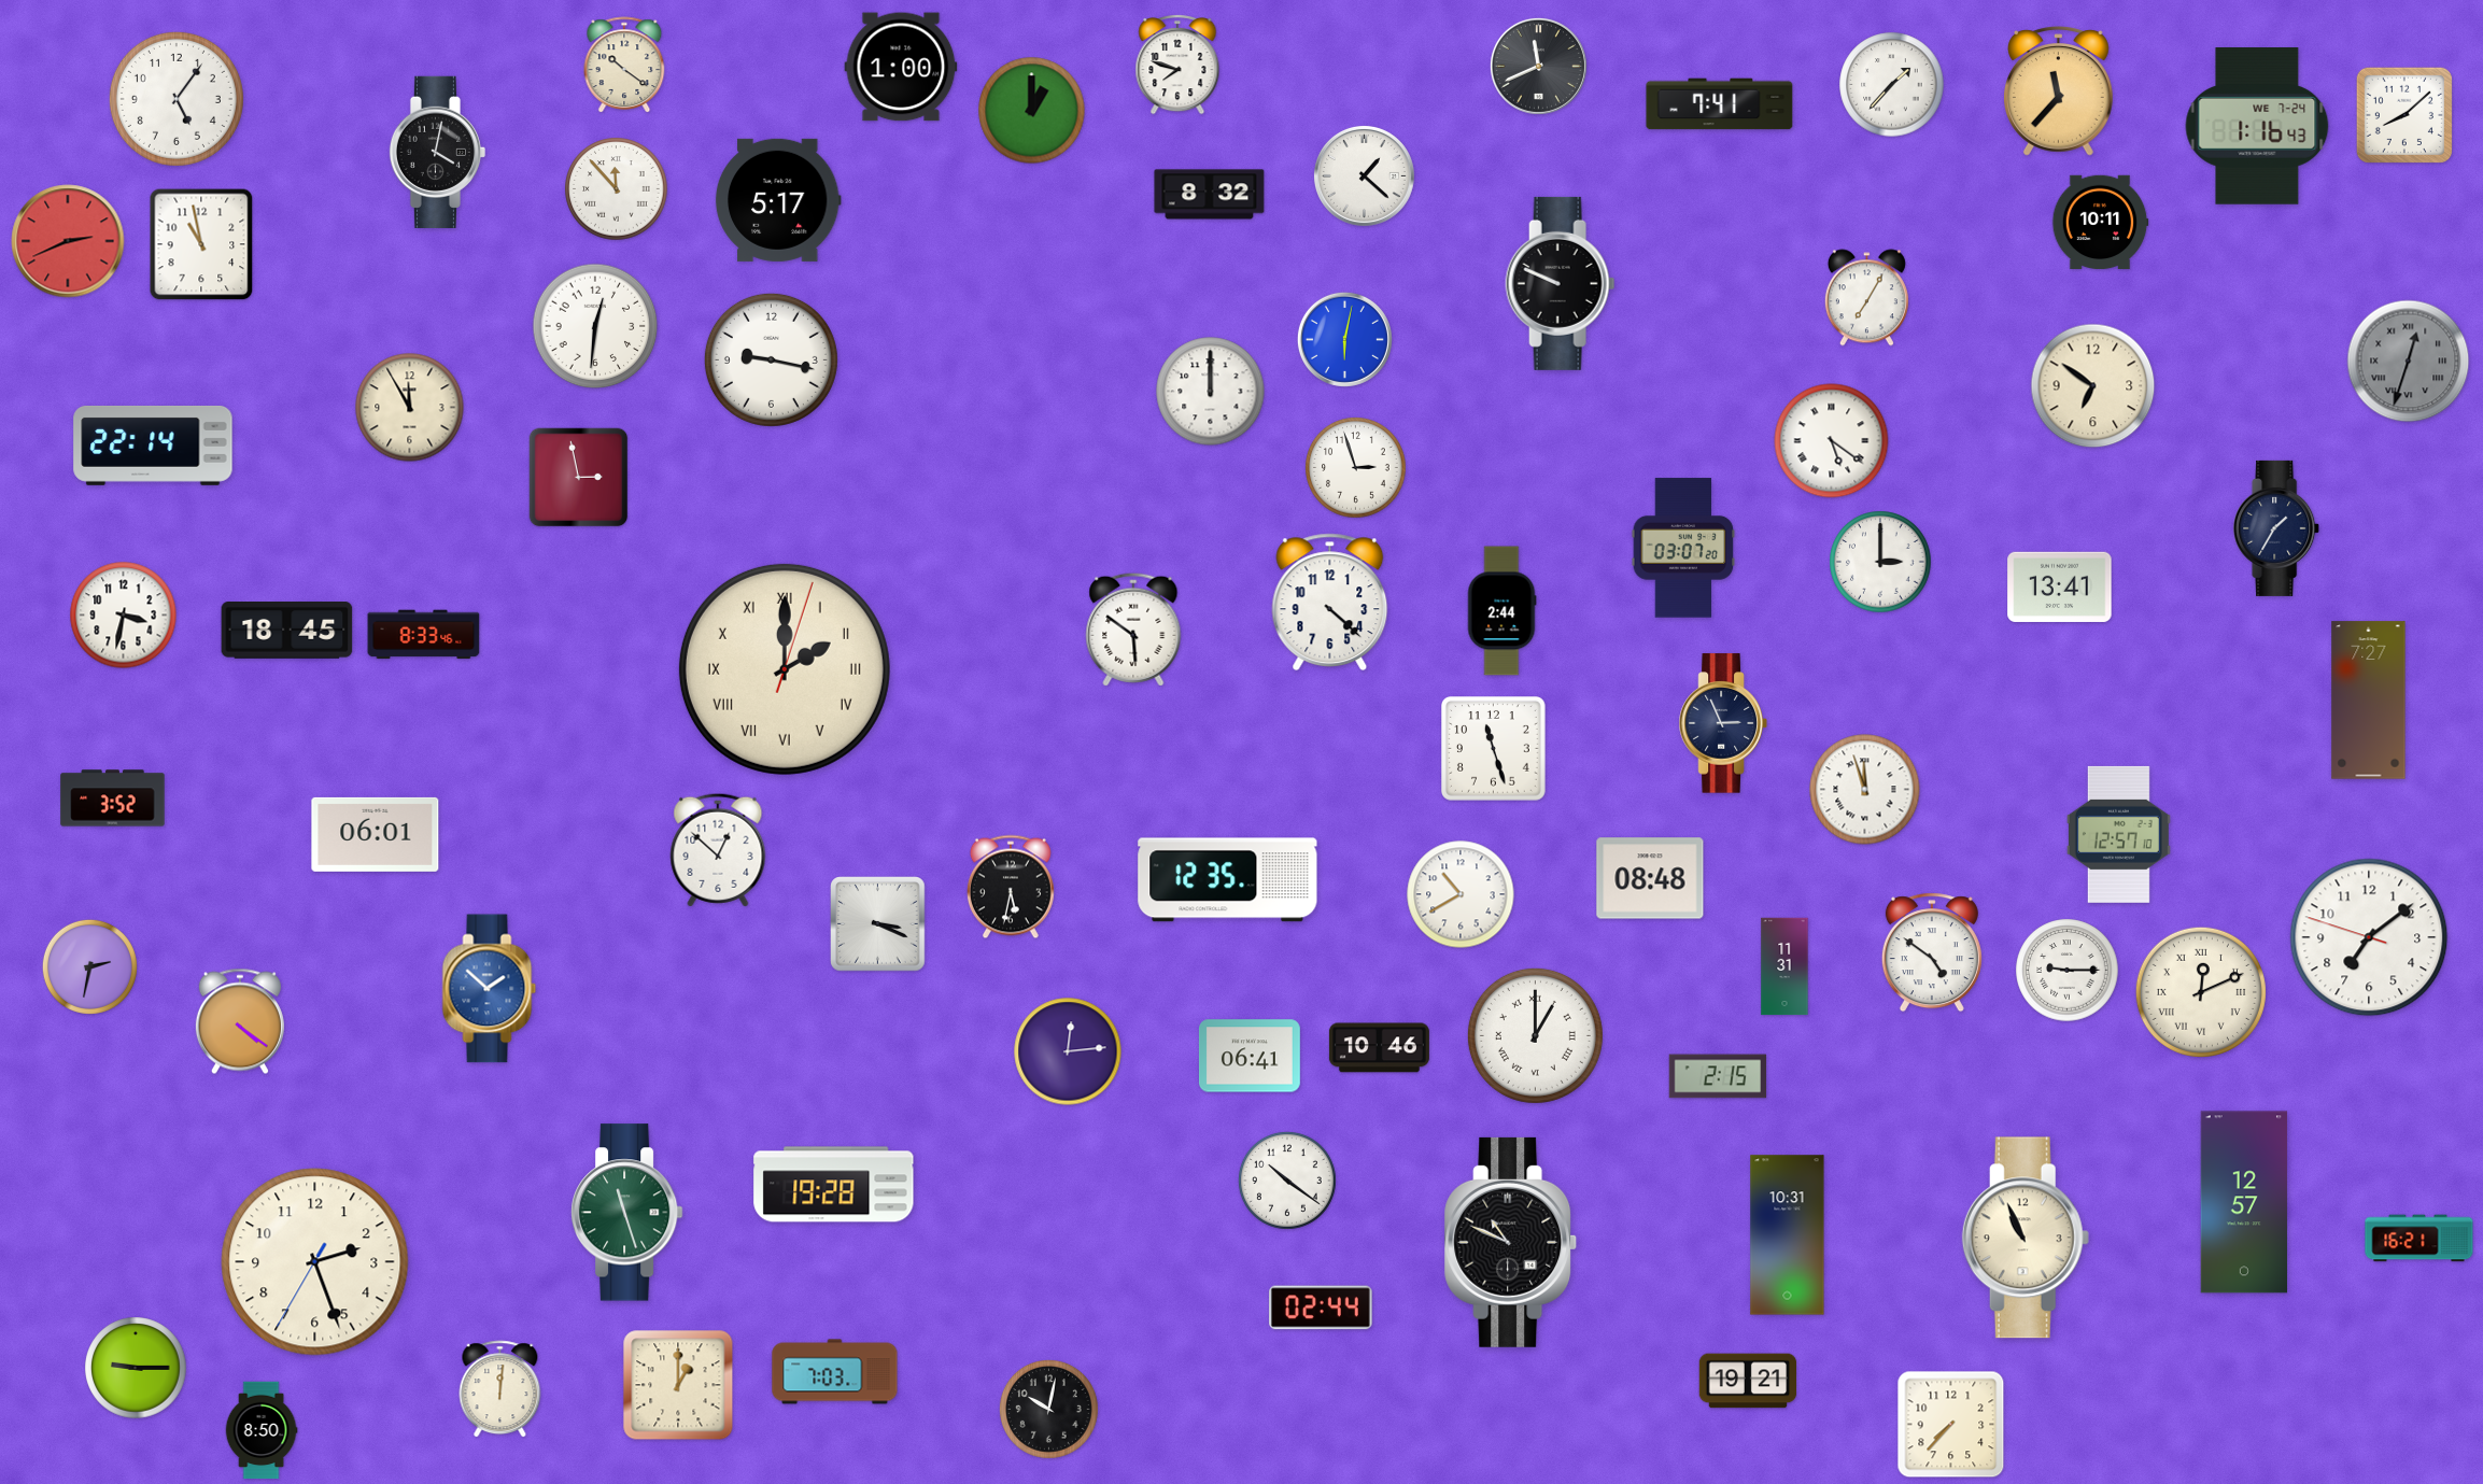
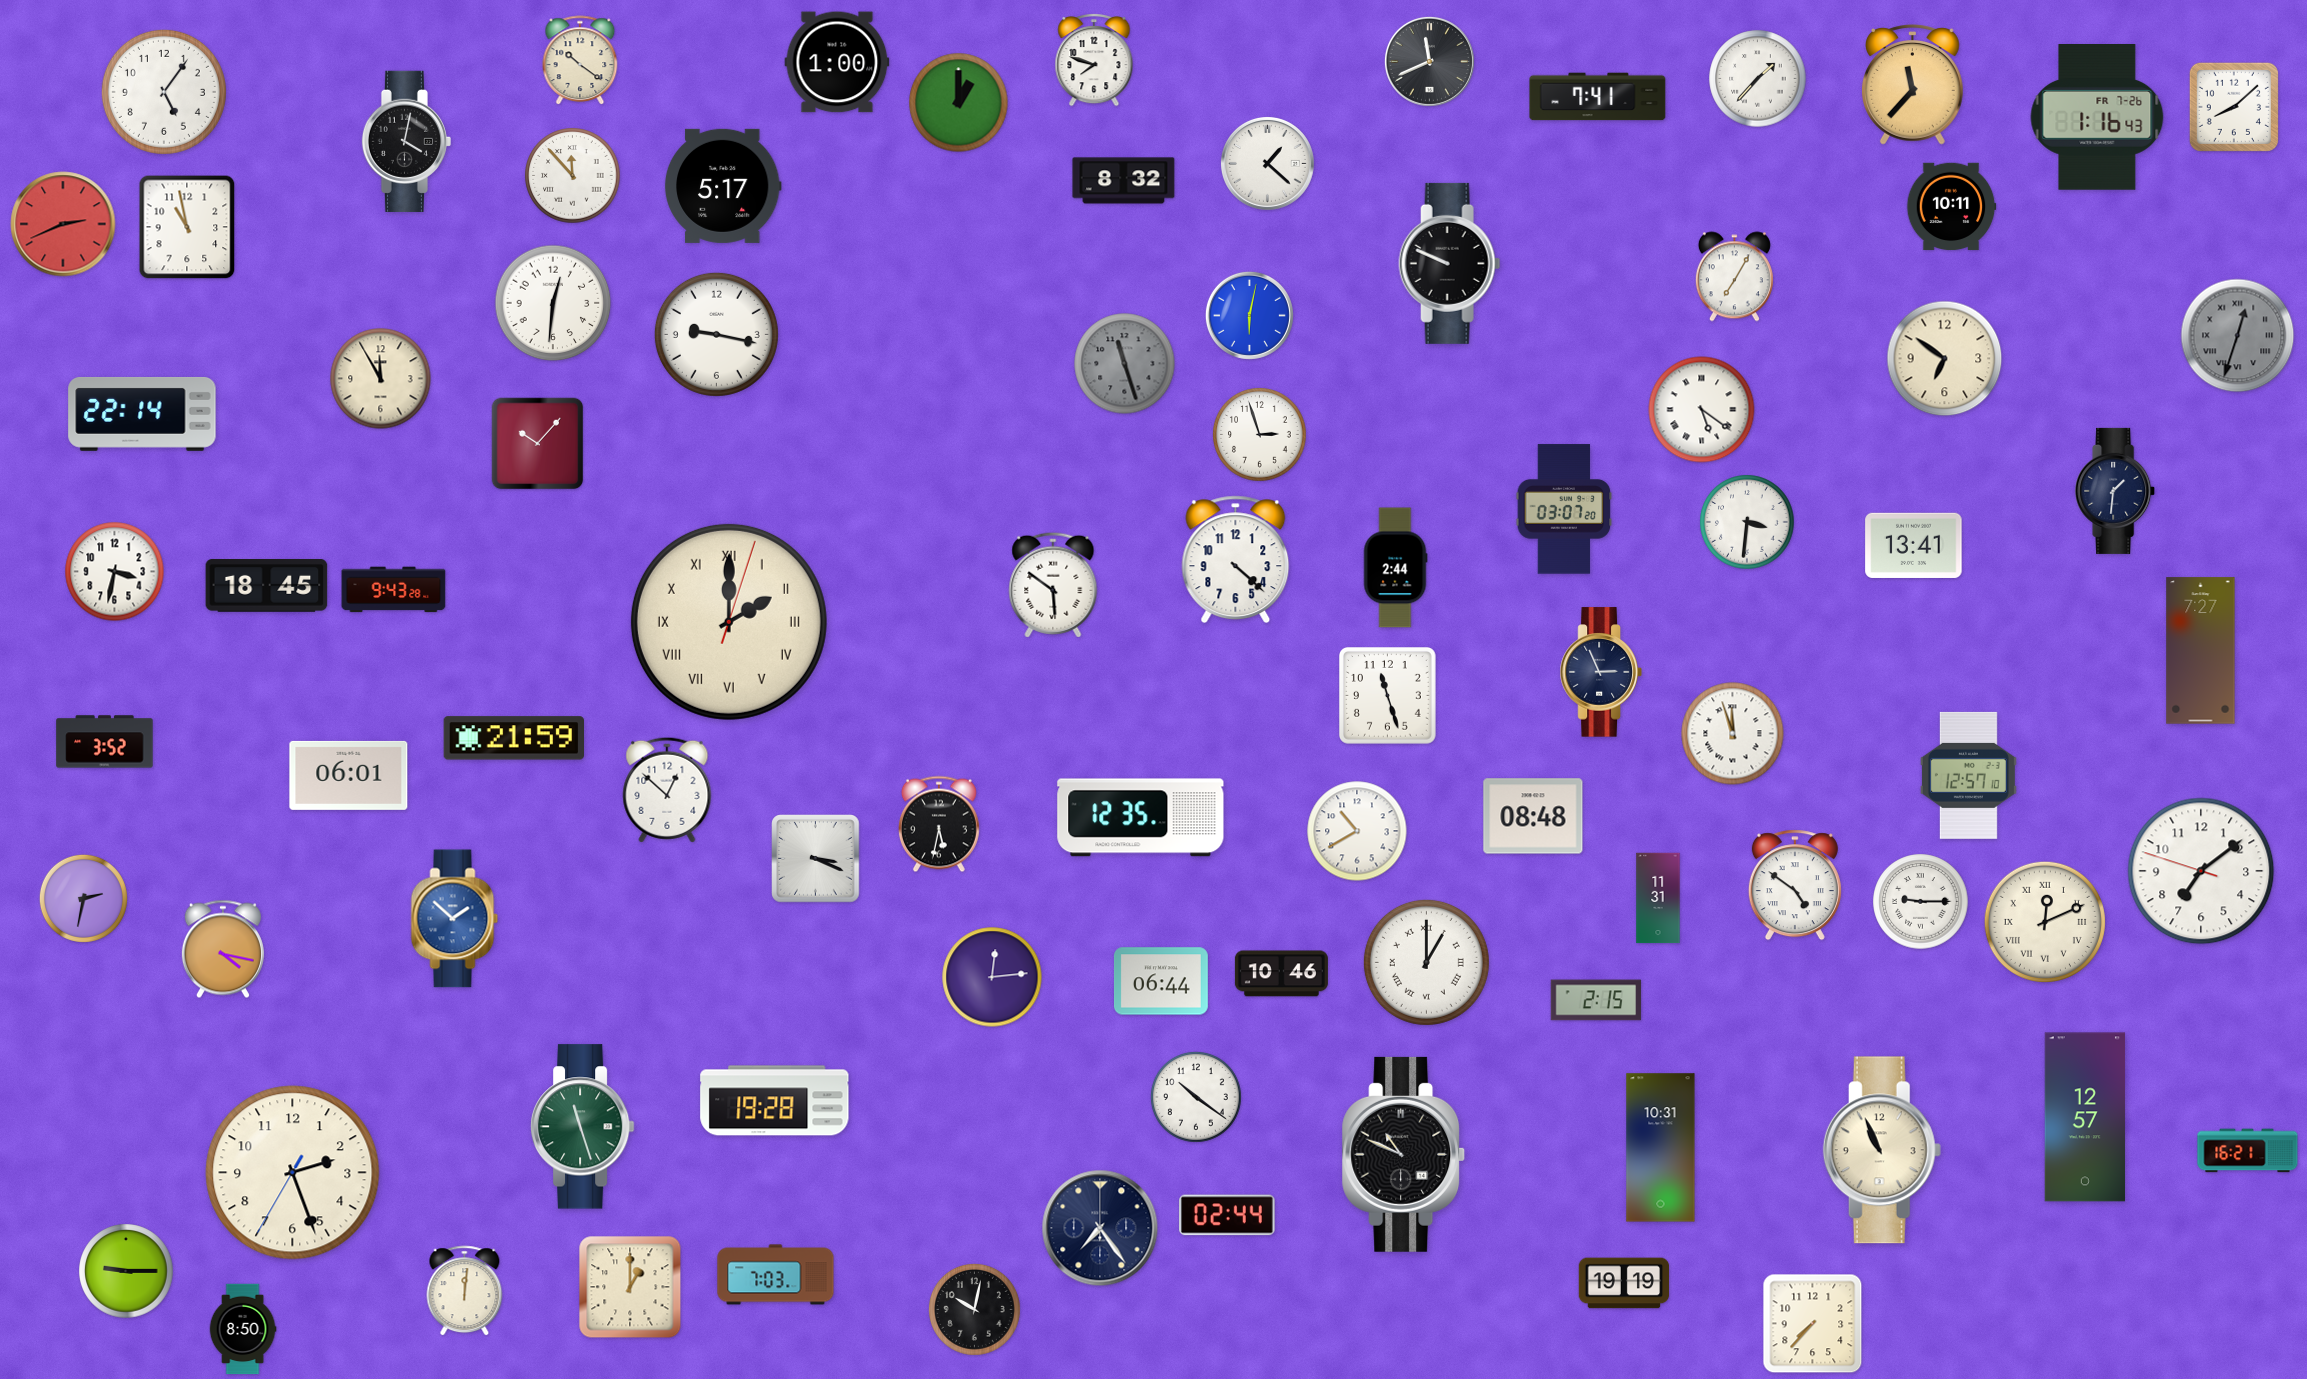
clock at (2257, 127) date: WE 7-24 -> FR 7-26
clock at (1211, 392): 12:00 -> 11:27
clock at (1211, 392) dial: white -> grey
clock at (579, 478): 2:58 -> 10:07
clock at (2277, 528): 1:35 -> 1:31
clock at (1880, 562): 3:00 -> 3:31
clock at (424, 635): 8:33 -> 9:43
clock at (513, 738): none -> 21:59
clock at (240, 1021): 4:21 -> 4:17
clock at (1250, 1056): 06:41 -> 06:44
clock at (1100, 1228): none -> 7:24
clock at (1748, 1381): 19:21 -> 19:19
